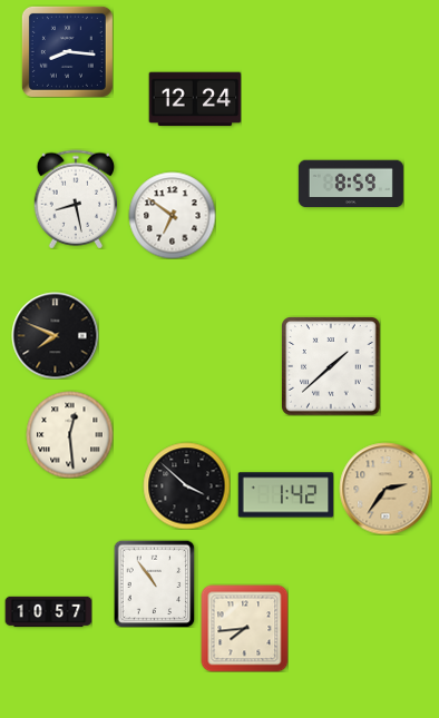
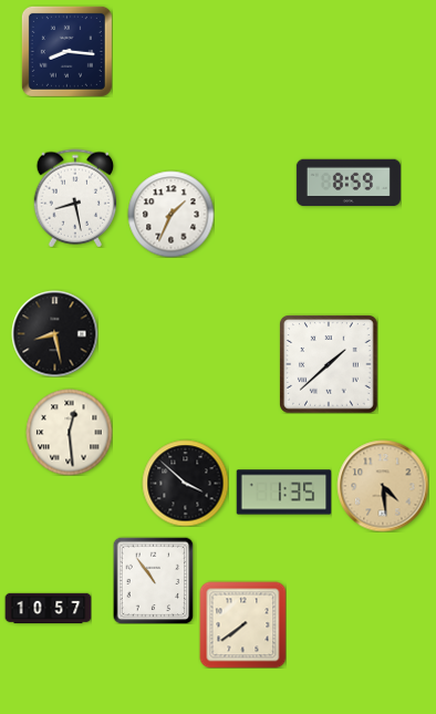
clock at (195, 99): 12:24 -> none
clock at (172, 215): 6:51 -> 1:34
clock at (55, 335): 7:49 -> 8:28
clock at (386, 489): 2:36 -> 4:29
clock at (285, 495): 1:42 -> 1:35
clock at (244, 628): 7:44 -> 7:39
